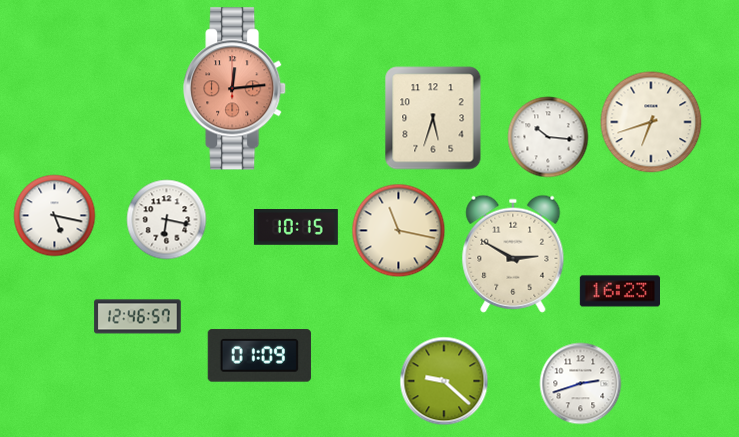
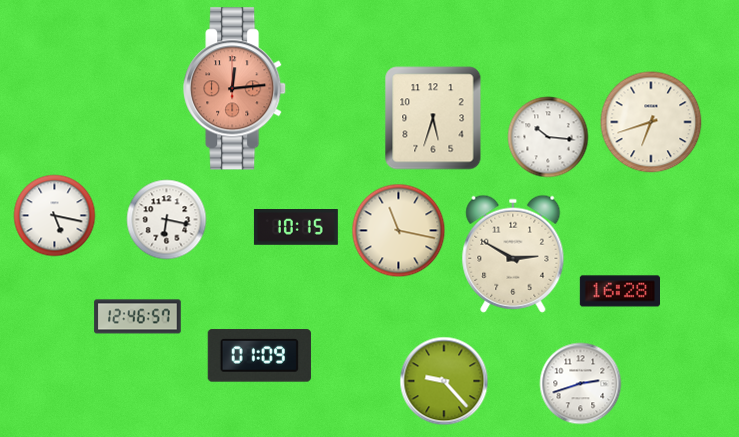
clock at (619, 291): 16:23 -> 16:28
clock at (444, 381): 9:22 -> 9:23
